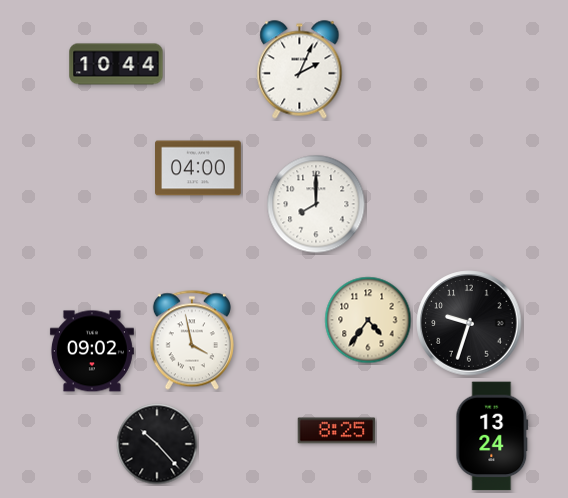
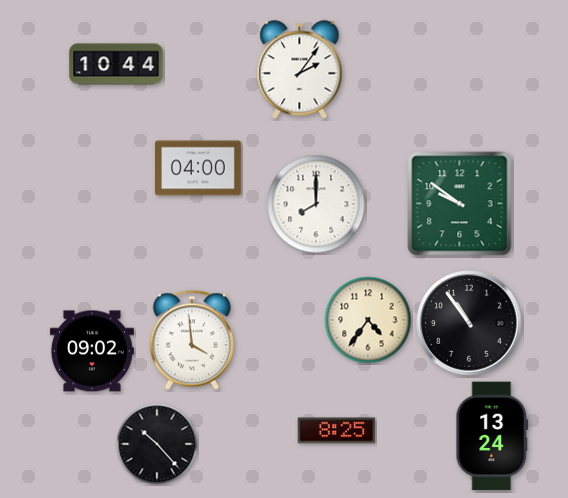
clock at (300, 70): 2:04 -> 2:06
clock at (460, 204): none -> 9:51
clock at (469, 323): 9:33 -> 10:54
clock at (192, 340): 3:58 -> 3:59
